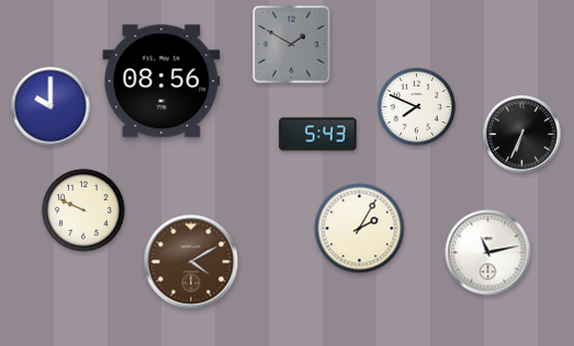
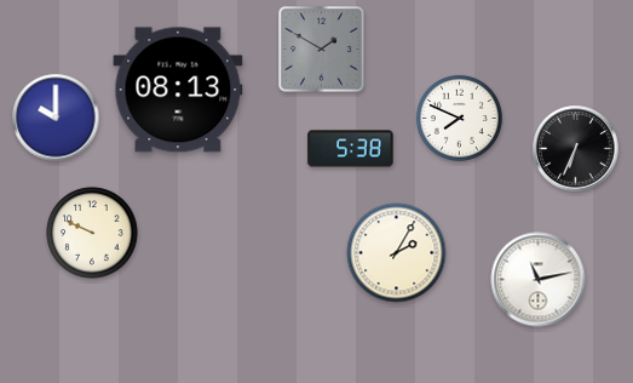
clock at (161, 81): 08:56 -> 08:13
clock at (318, 135): 5:43 -> 5:38
clock at (191, 262): 4:10 -> none
